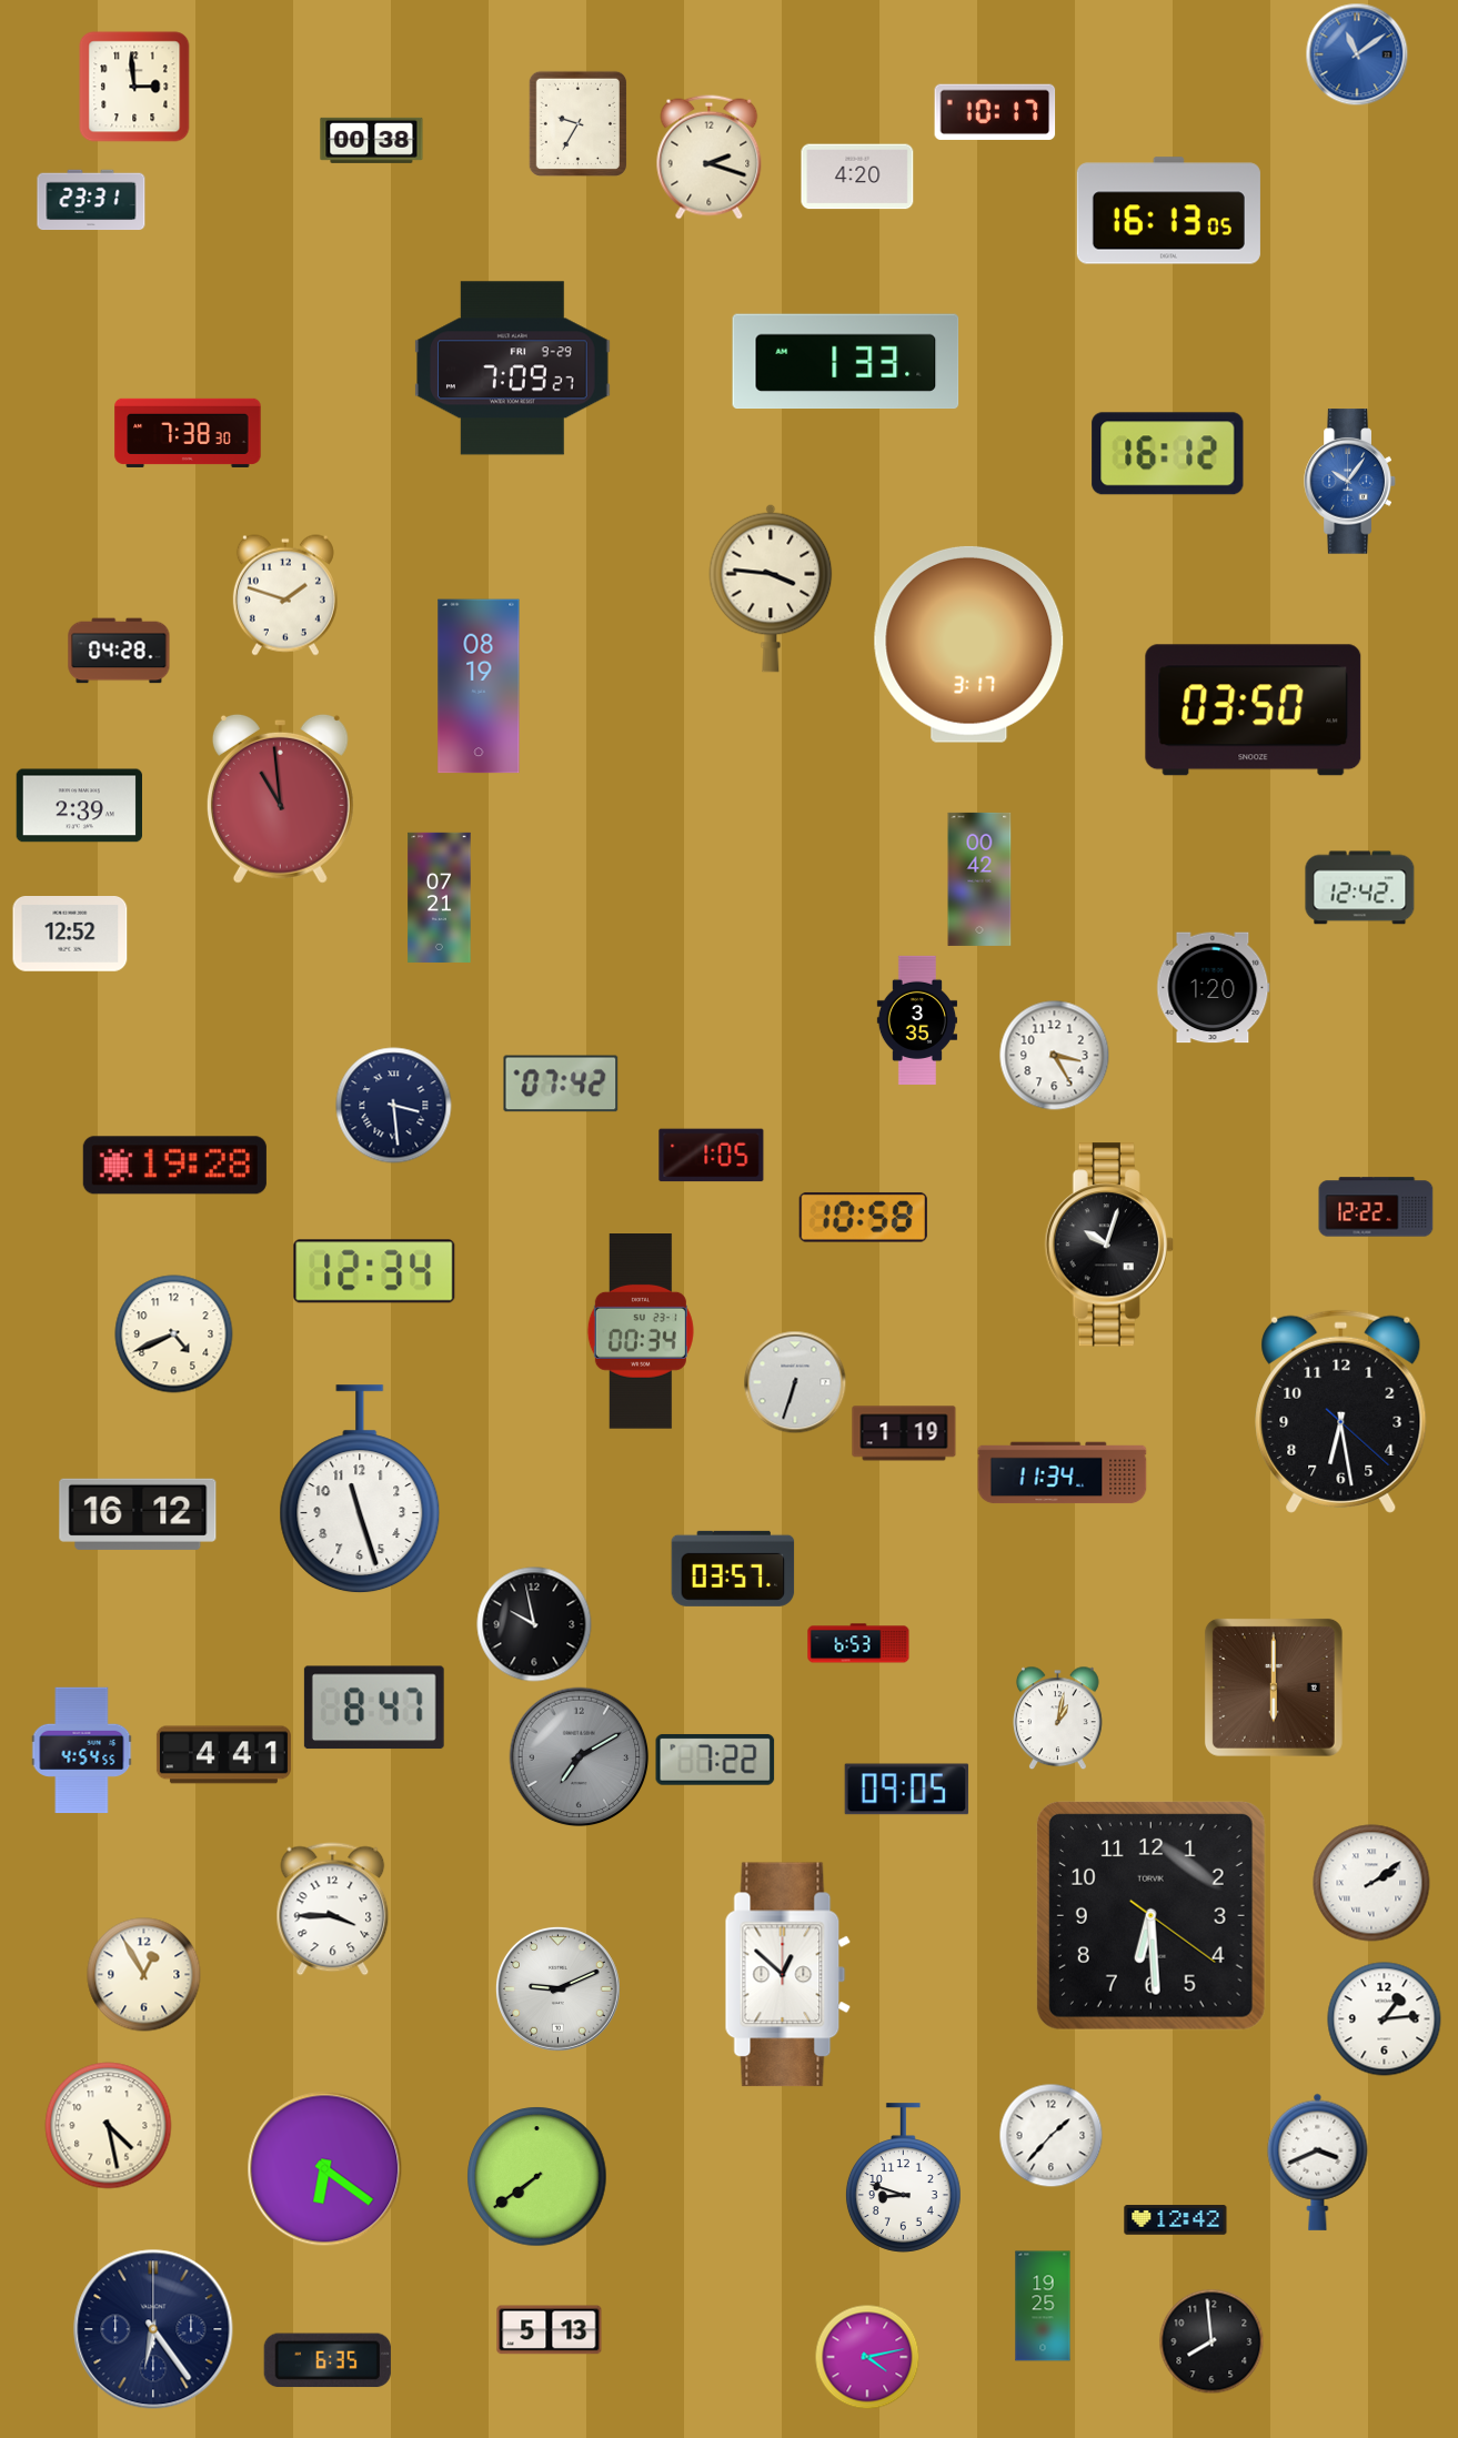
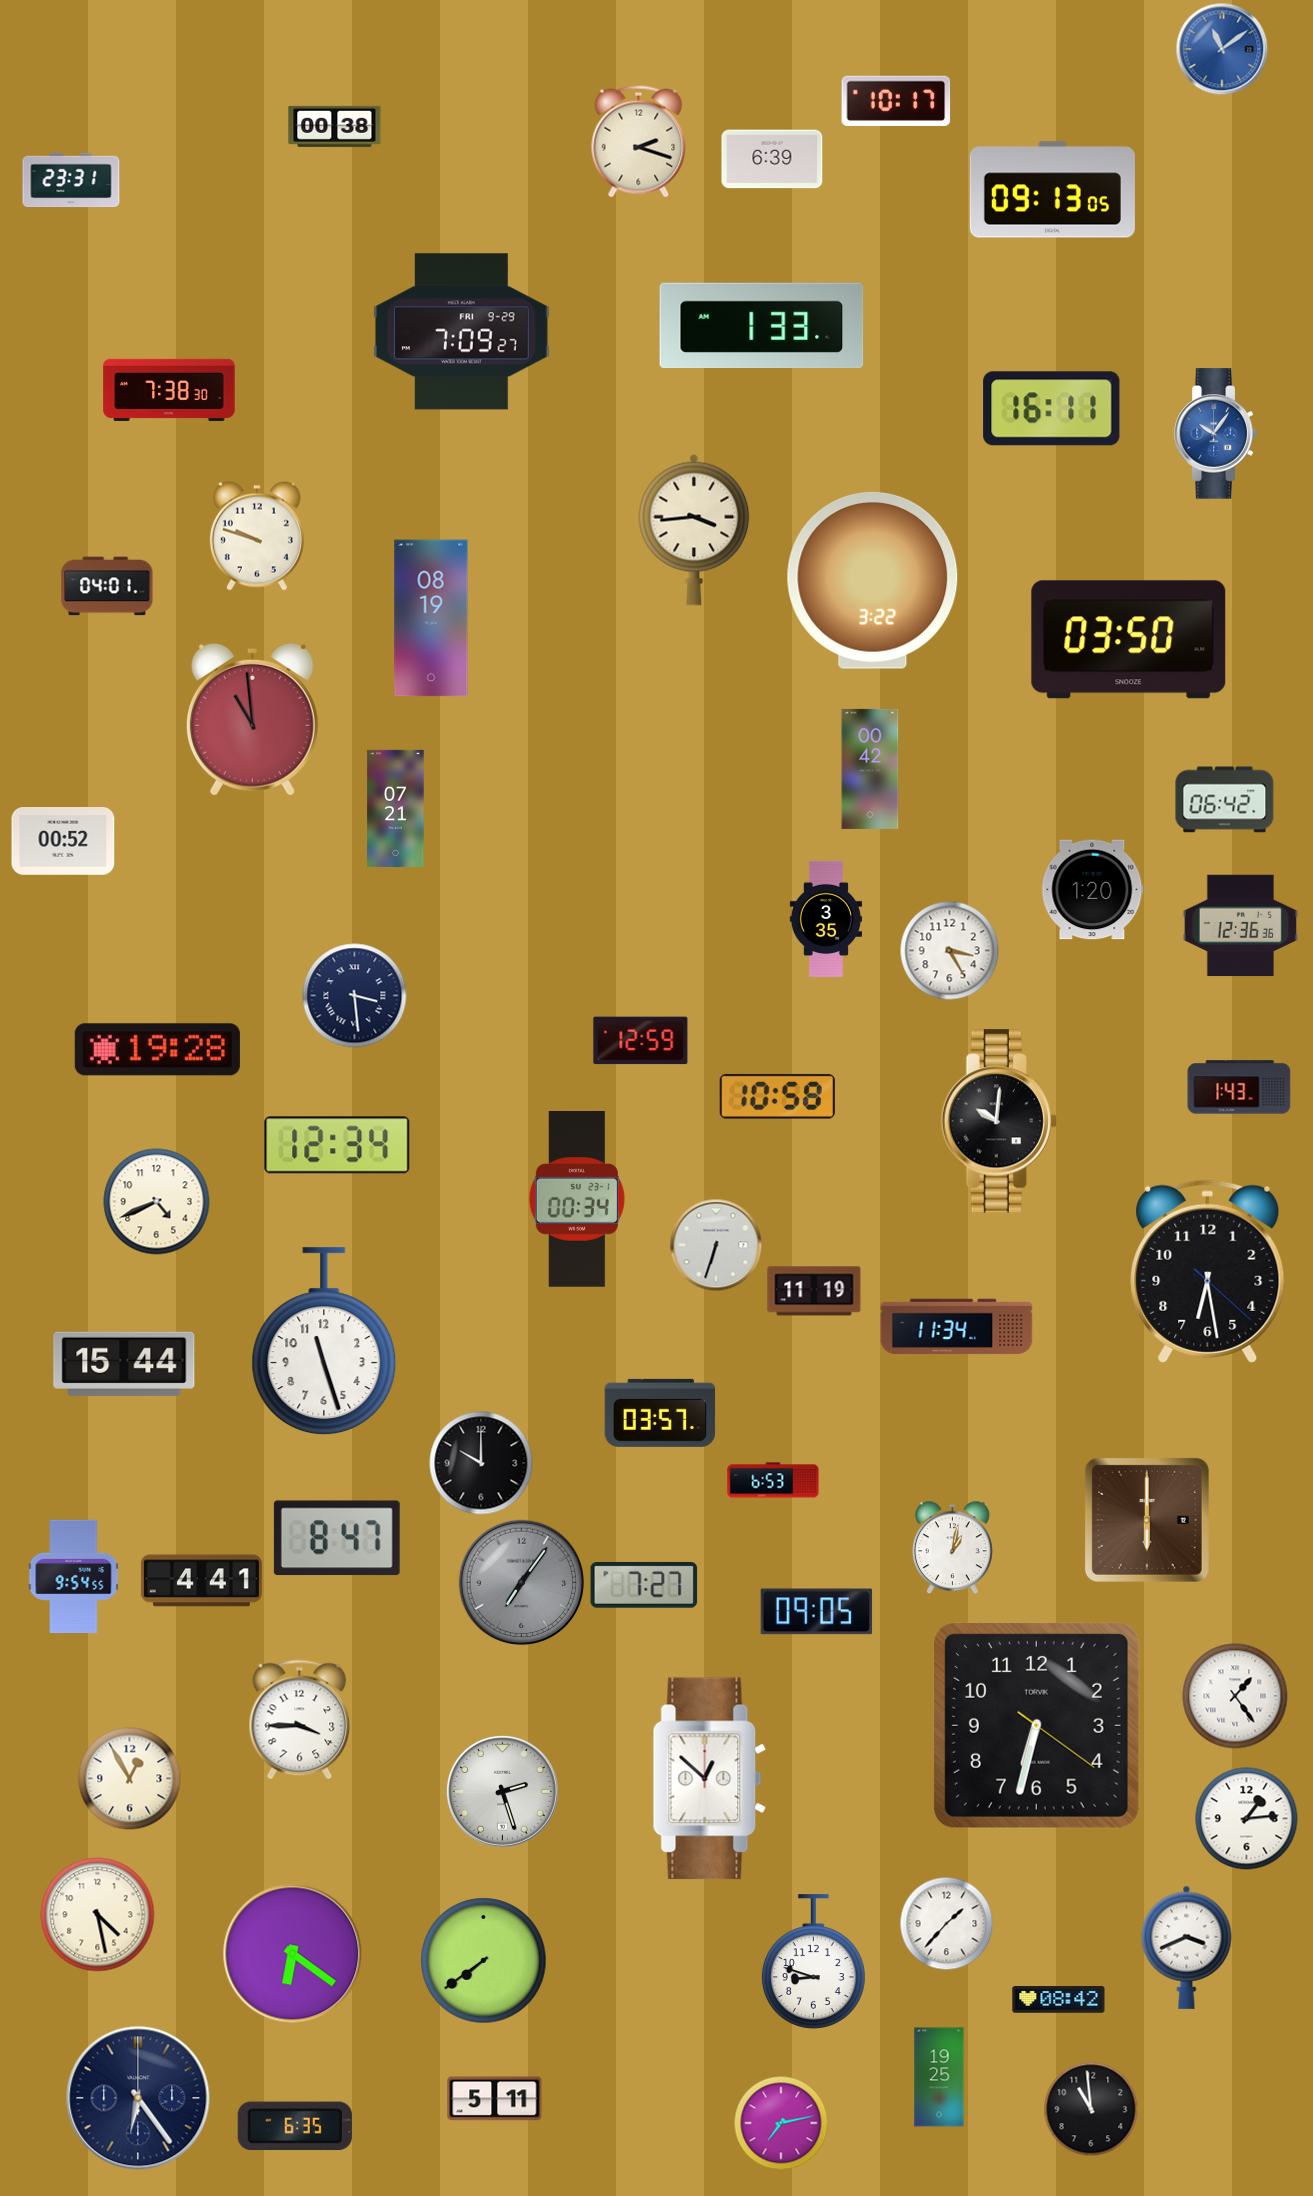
clock at (134, 87): 2:59 -> none
clock at (577, 123): 9:35 -> none
clock at (857, 177): 4:20 -> 6:39
clock at (91, 200) position: (91, 200) -> (71, 180)
clock at (1168, 211): 16:13 -> 09:13
clock at (1168, 454): 16:12 -> 16:11
clock at (771, 588): 3:46 -> 3:44
clock at (285, 595): 1:48 -> 9:48
clock at (969, 644): 3:17 -> 3:22
clock at (119, 651): 04:28 -> 04:01
clock at (80, 806): 2:39 -> none
clock at (979, 879) position: (979, 879) -> (870, 769)
clock at (1360, 888): 12:42 -> 06:42
clock at (70, 935): 12:52 -> 00:52
clock at (1240, 926): none -> 12:36
clock at (561, 1084): 07:42 -> none
clock at (712, 1156): 1:05 -> 12:59
clock at (1376, 1207): 12:22 -> 1:43
clock at (1109, 1245): 10:03 -> 10:01
clock at (904, 1433): 1:19 -> 11:19
clock at (138, 1514): 16:12 -> 15:44
clock at (534, 1624): 9:58 -> 10:00
clock at (82, 1751): 4:54 -> 9:54
clock at (580, 1757): 7:10 -> 7:06
clock at (715, 1760): 7:22 -> 7:27
clock at (1371, 1883): 2:09 -> 1:24
clock at (1150, 1915): 6:29 -> 6:32
clock at (557, 1988): 9:11 -> 2:27
clock at (1176, 2220): 12:42 -> 08:42
clock at (550, 2330): 5:13 -> 5:11
clock at (1211, 2341): 7:59 -> 10:59
clock at (867, 2357): 4:13 -> 7:13
